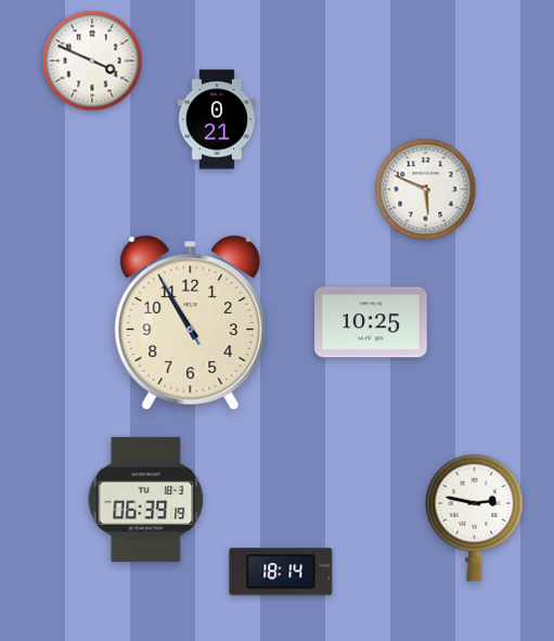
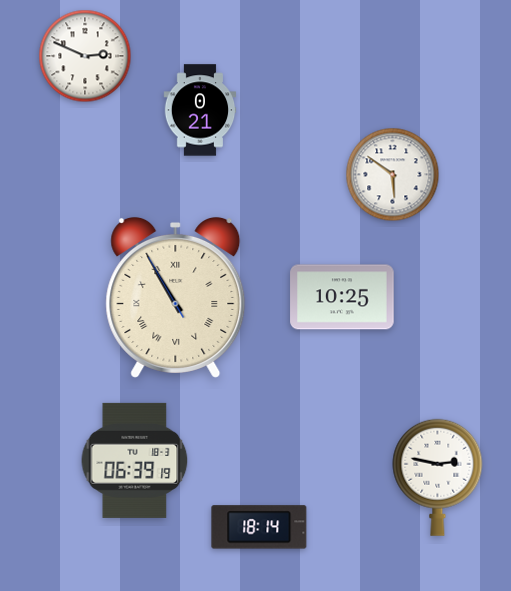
clock at (92, 61): 3:49 -> 2:49
clock at (426, 190): 5:49 -> 5:51
clock at (191, 322) numerals: Arabic -> Roman
